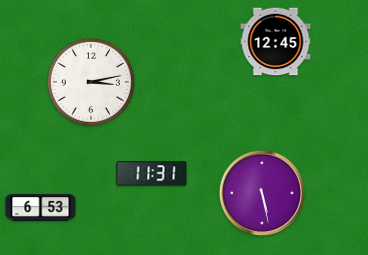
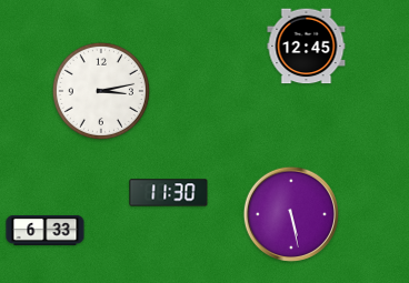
clock at (152, 174): 11:31 -> 11:30
clock at (41, 207): 6:53 -> 6:33
